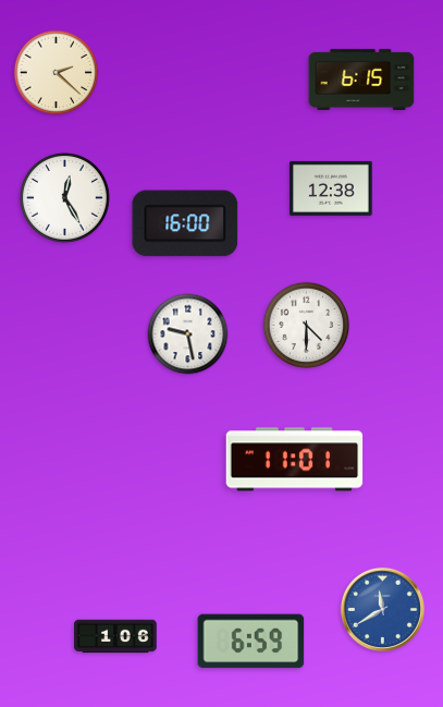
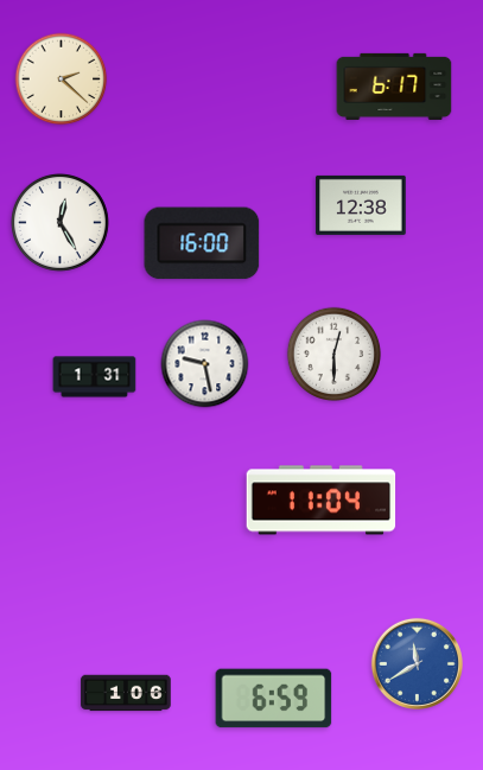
clock at (361, 80): 6:15 -> 6:17
clock at (64, 197) position: (64, 197) -> (59, 222)
clock at (307, 326): 4:30 -> 12:30
clock at (95, 377): none -> 1:31
clock at (295, 460): 11:01 -> 11:04
